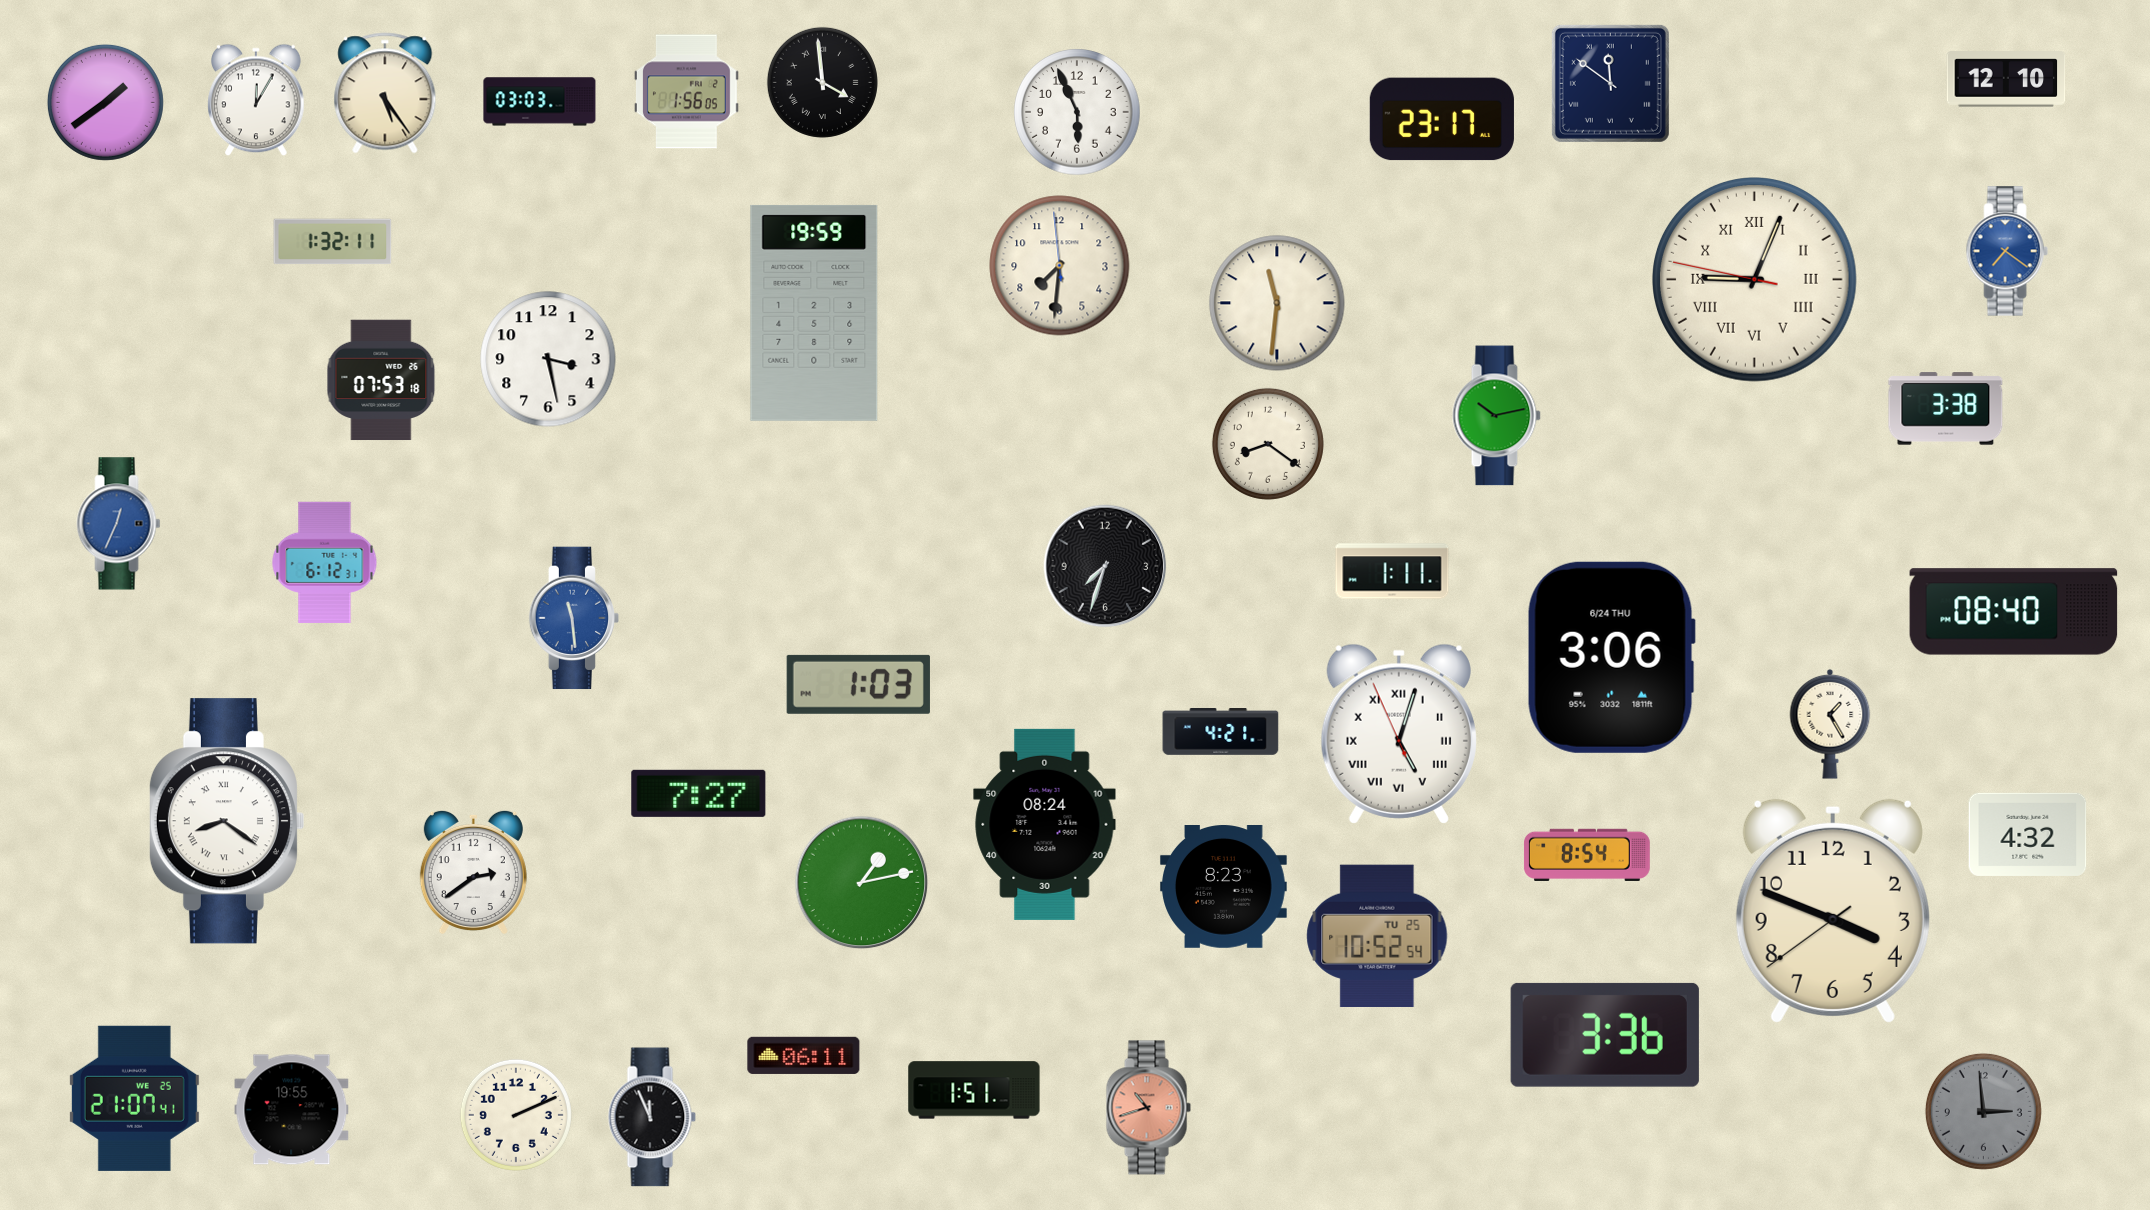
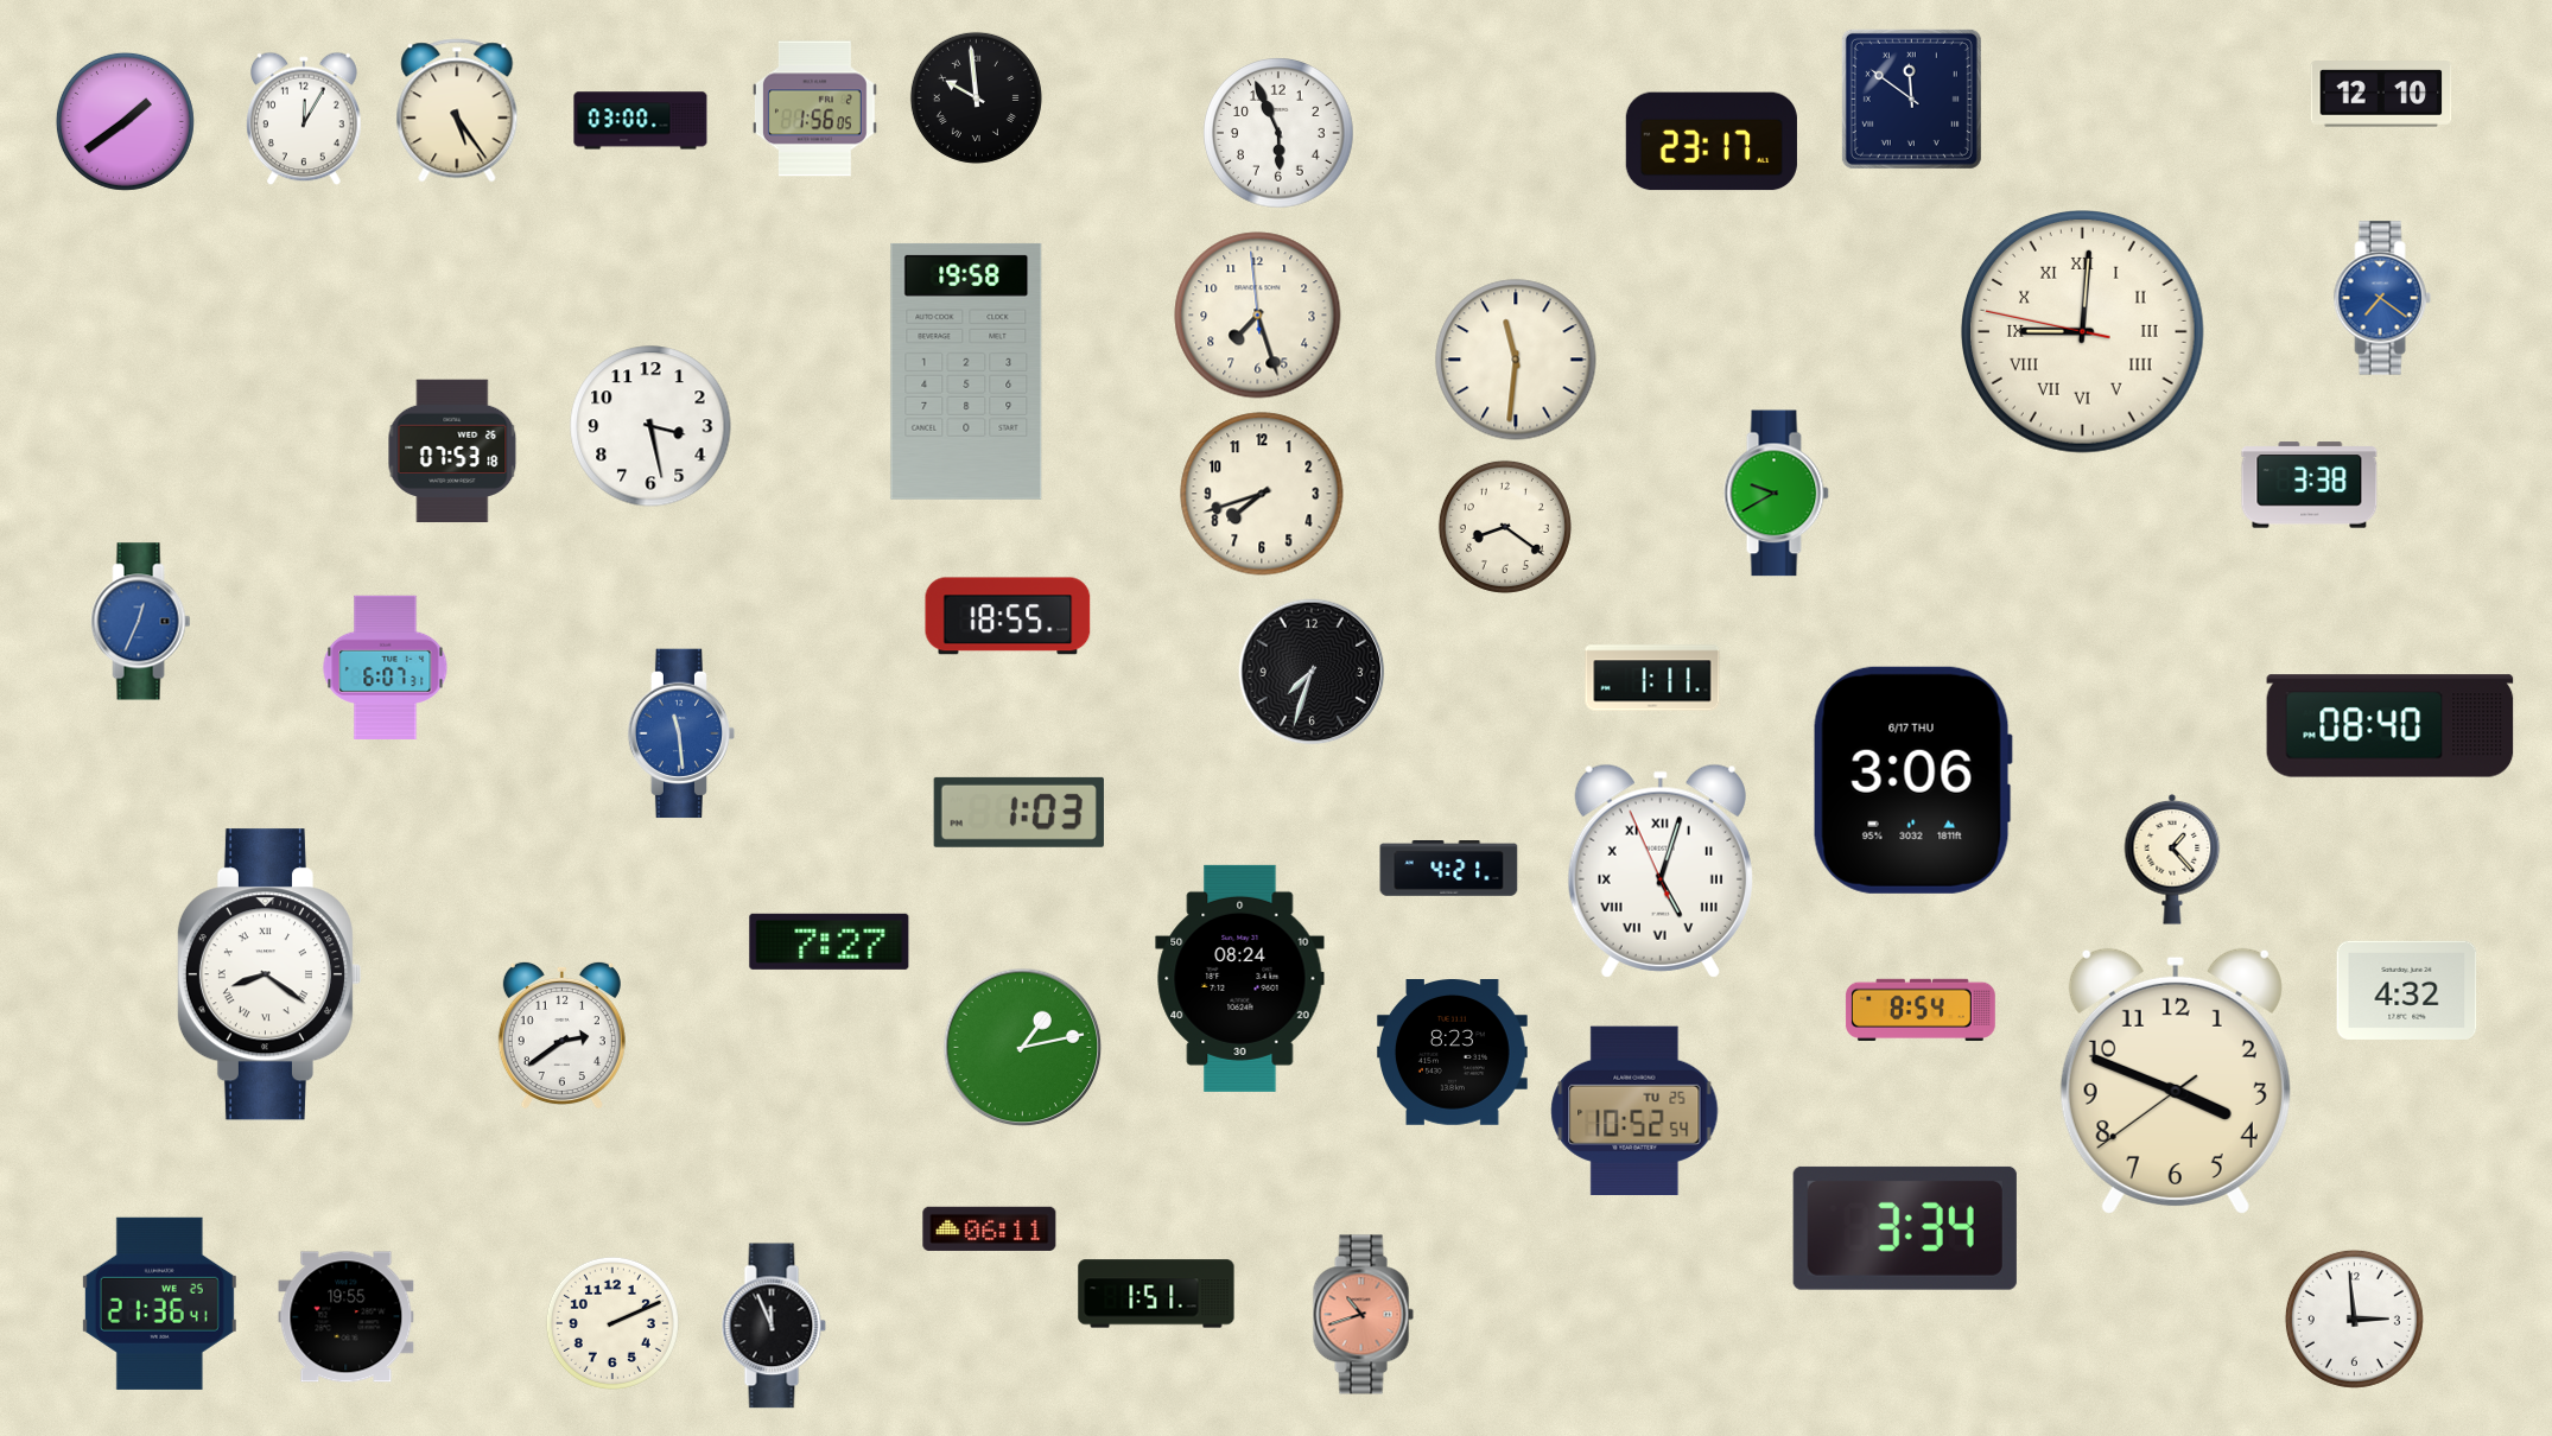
clock at (822, 82): 3:59 -> 9:59
clock at (540, 102): 03:03 -> 03:00
clock at (333, 242): 1:32 -> none
clock at (1060, 266): 7:30 -> 7:26
clock at (1755, 280): 9:03 -> 9:00
clock at (814, 313): 19:59 -> 19:58
clock at (1262, 494): none -> 7:42
clock at (1496, 416): 10:13 -> 9:40
clock at (1008, 616): none -> 18:55
clock at (325, 562): 6:12 -> 6:07
clock at (1611, 657) date: 6/24 THU -> 6/17 THU
clock at (1830, 724): 1:25 -> 1:23
clock at (1587, 854) position: (1587, 854) -> (1921, 1009)
clock at (1605, 1035): 3:36 -> 3:34
clock at (804, 1055) position: (804, 1055) -> (990, 1228)
clock at (134, 1098): 21:07 -> 21:36
clock at (1983, 1111) dial: grey -> white
